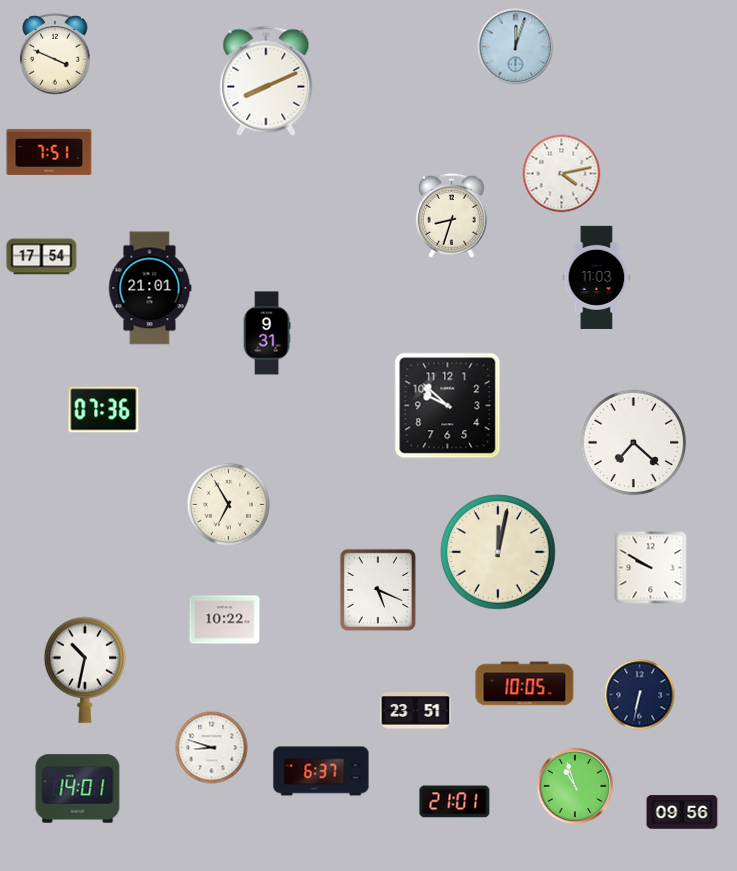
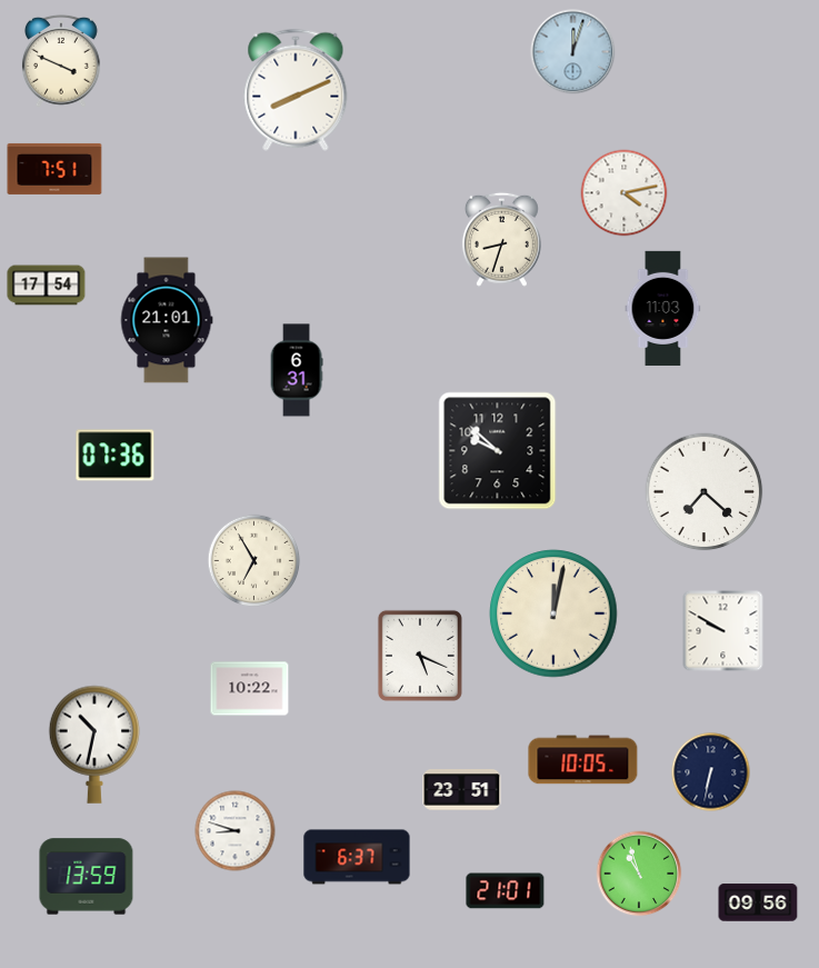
clock at (267, 333): 9:31 -> 6:31
clock at (78, 789): 14:01 -> 13:59
